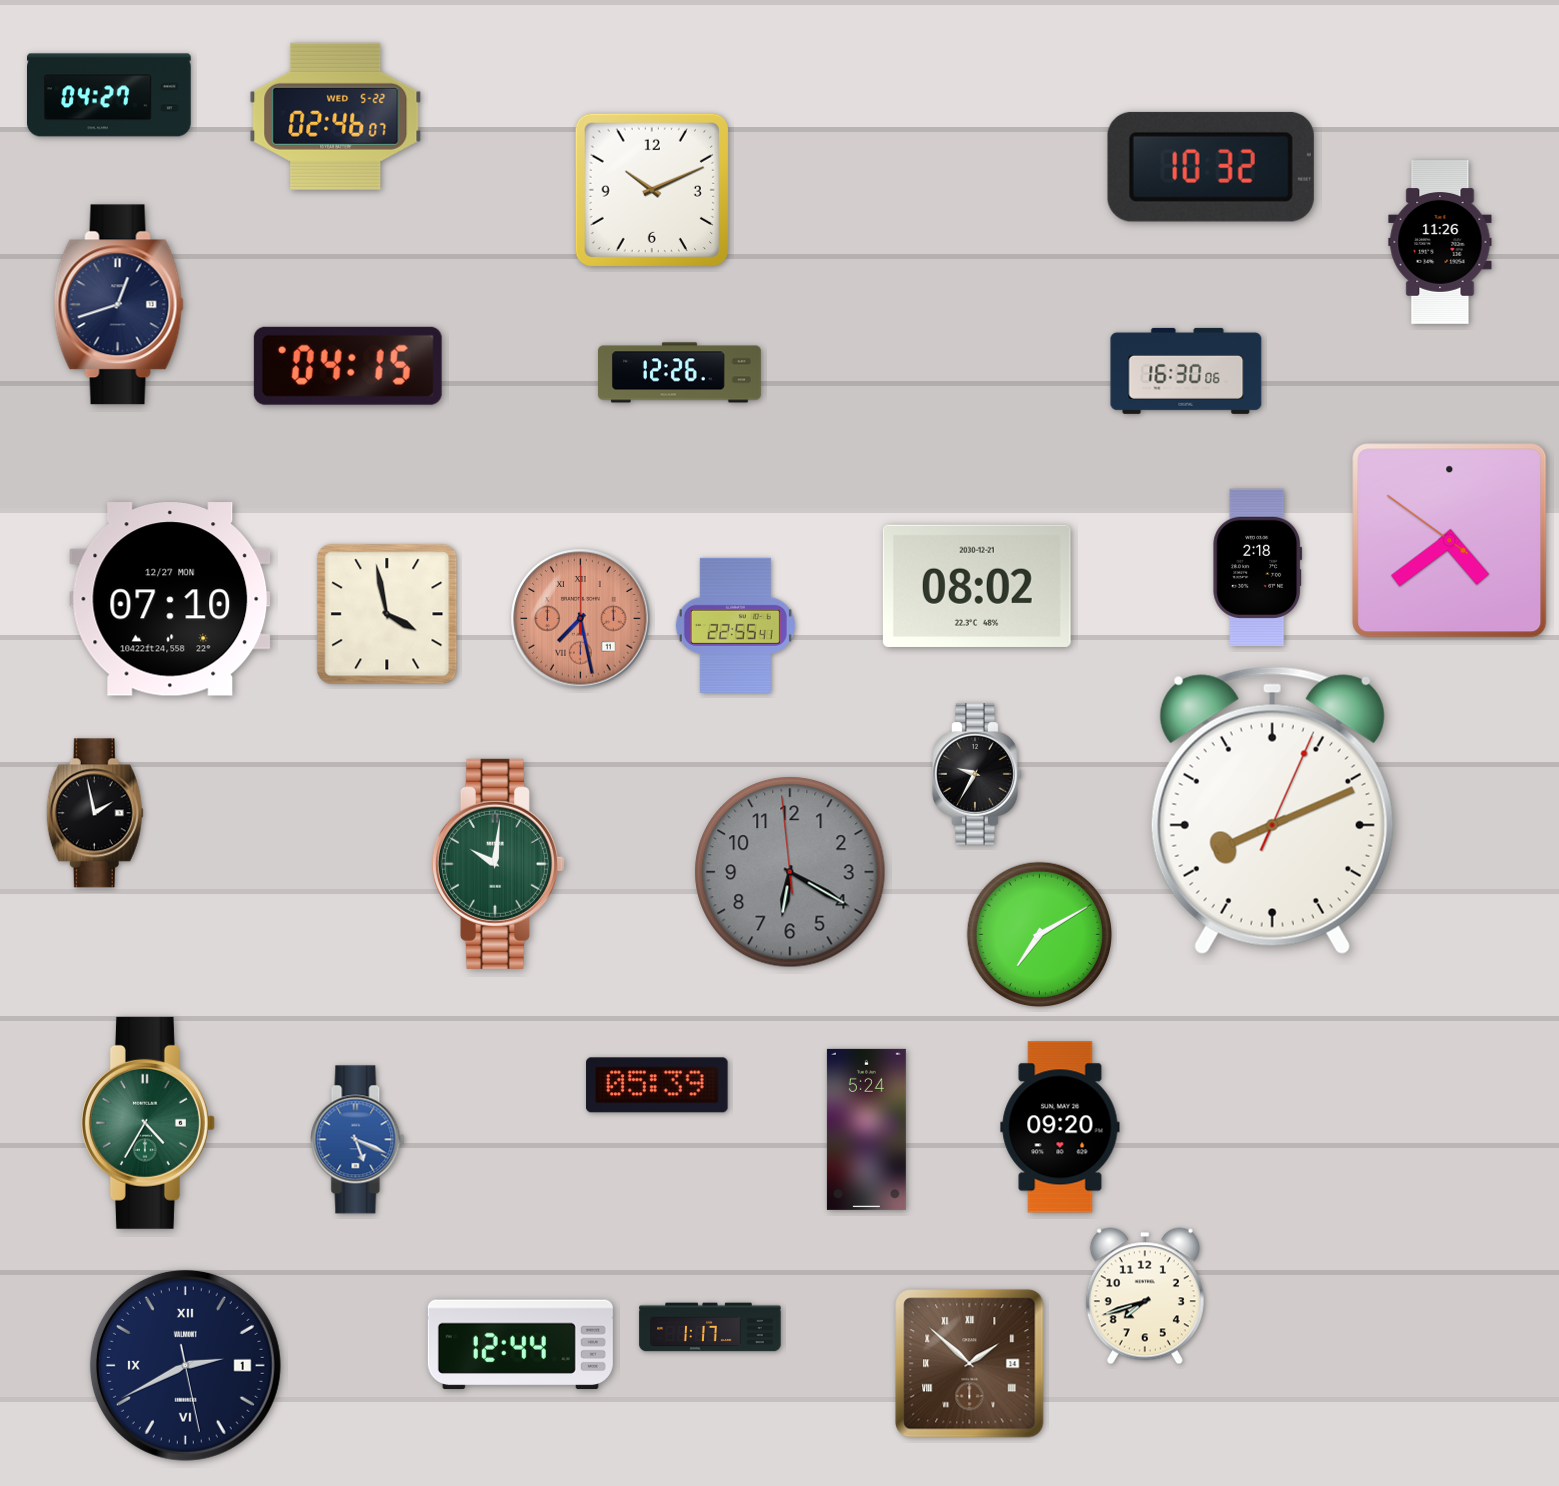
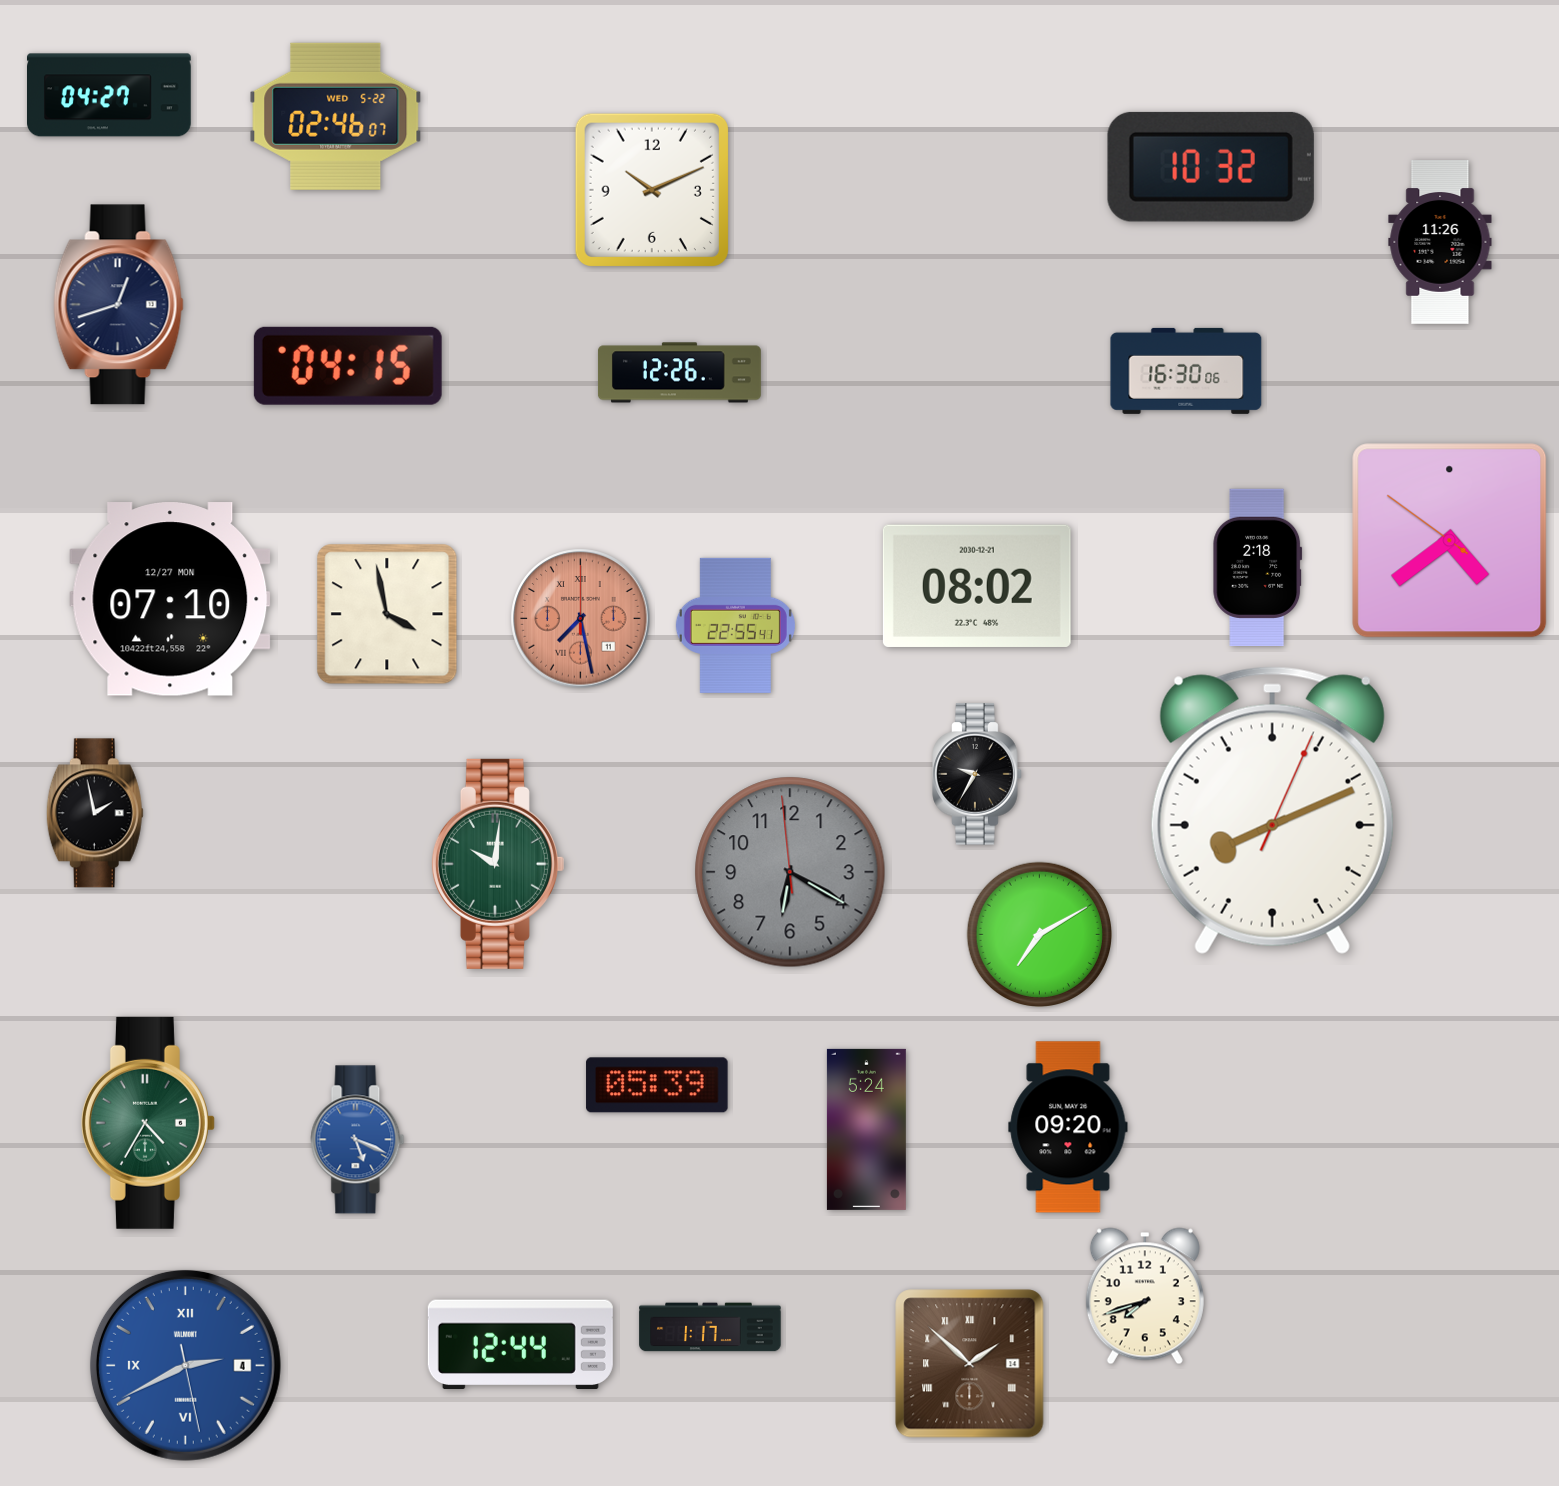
clock at (1060, 1127) position: (1060, 1127) -> (1068, 1127)
clock at (185, 1365) date: 1 -> 4
clock at (185, 1365) dial: navy -> blue
